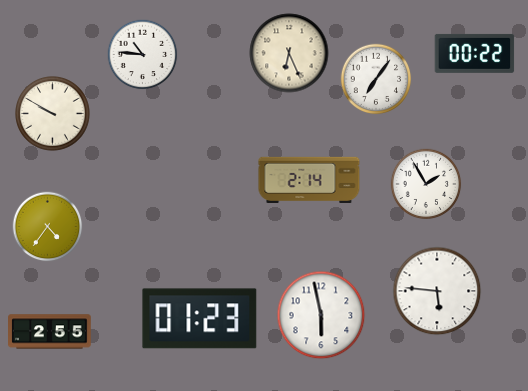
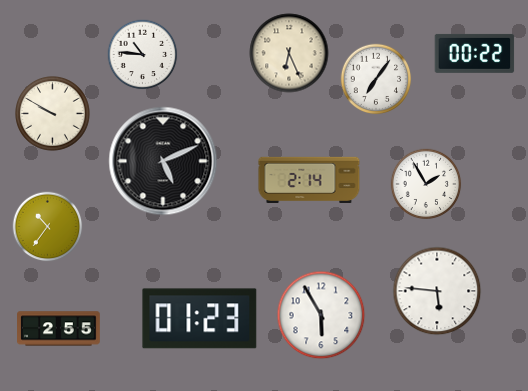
clock at (163, 161): none -> 5:11
clock at (48, 227): 4:36 -> 10:36
clock at (321, 315): 5:58 -> 5:55
clock at (50, 332) position: (50, 332) -> (59, 329)
